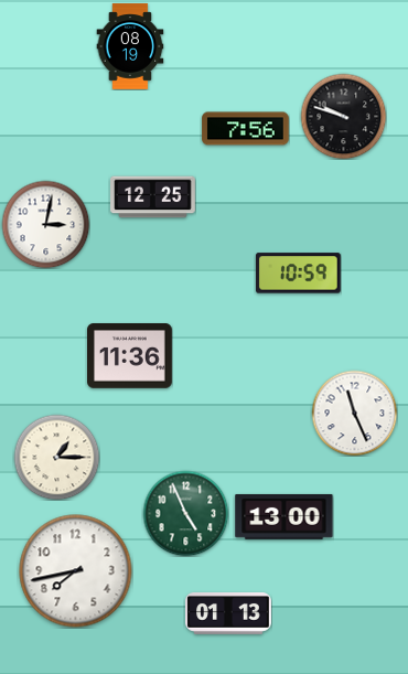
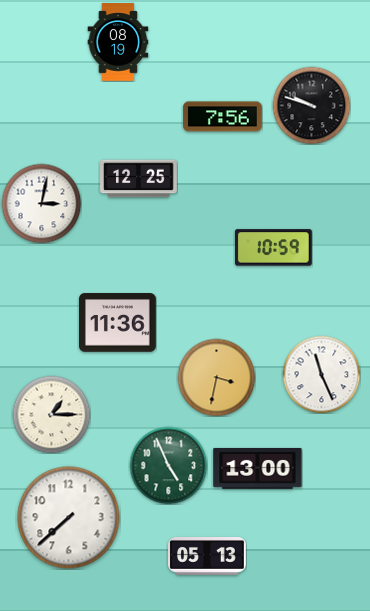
clock at (298, 274) position: (298, 274) -> (273, 248)
clock at (216, 377): none -> 3:32
clock at (76, 571): 7:43 -> 7:38
clock at (228, 614): 01:13 -> 05:13
